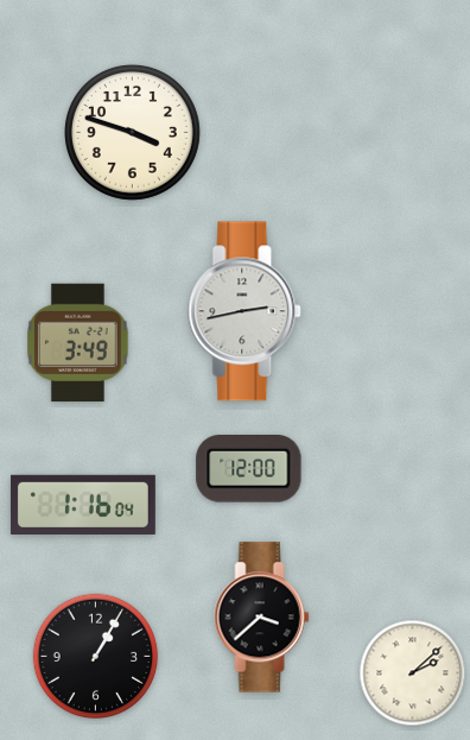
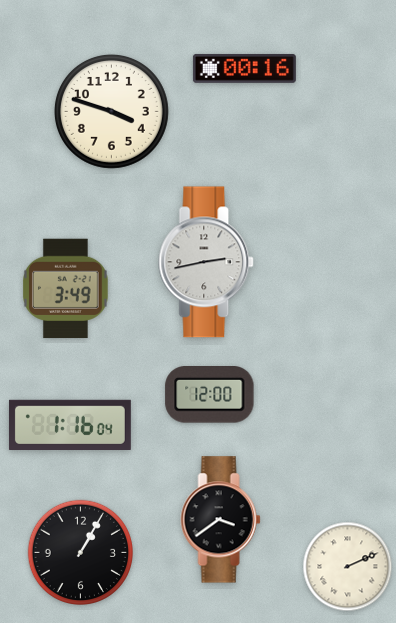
clock at (244, 68): none -> 00:16
clock at (262, 618): 3:38 -> 3:39
clock at (413, 673): 2:08 -> 2:11
